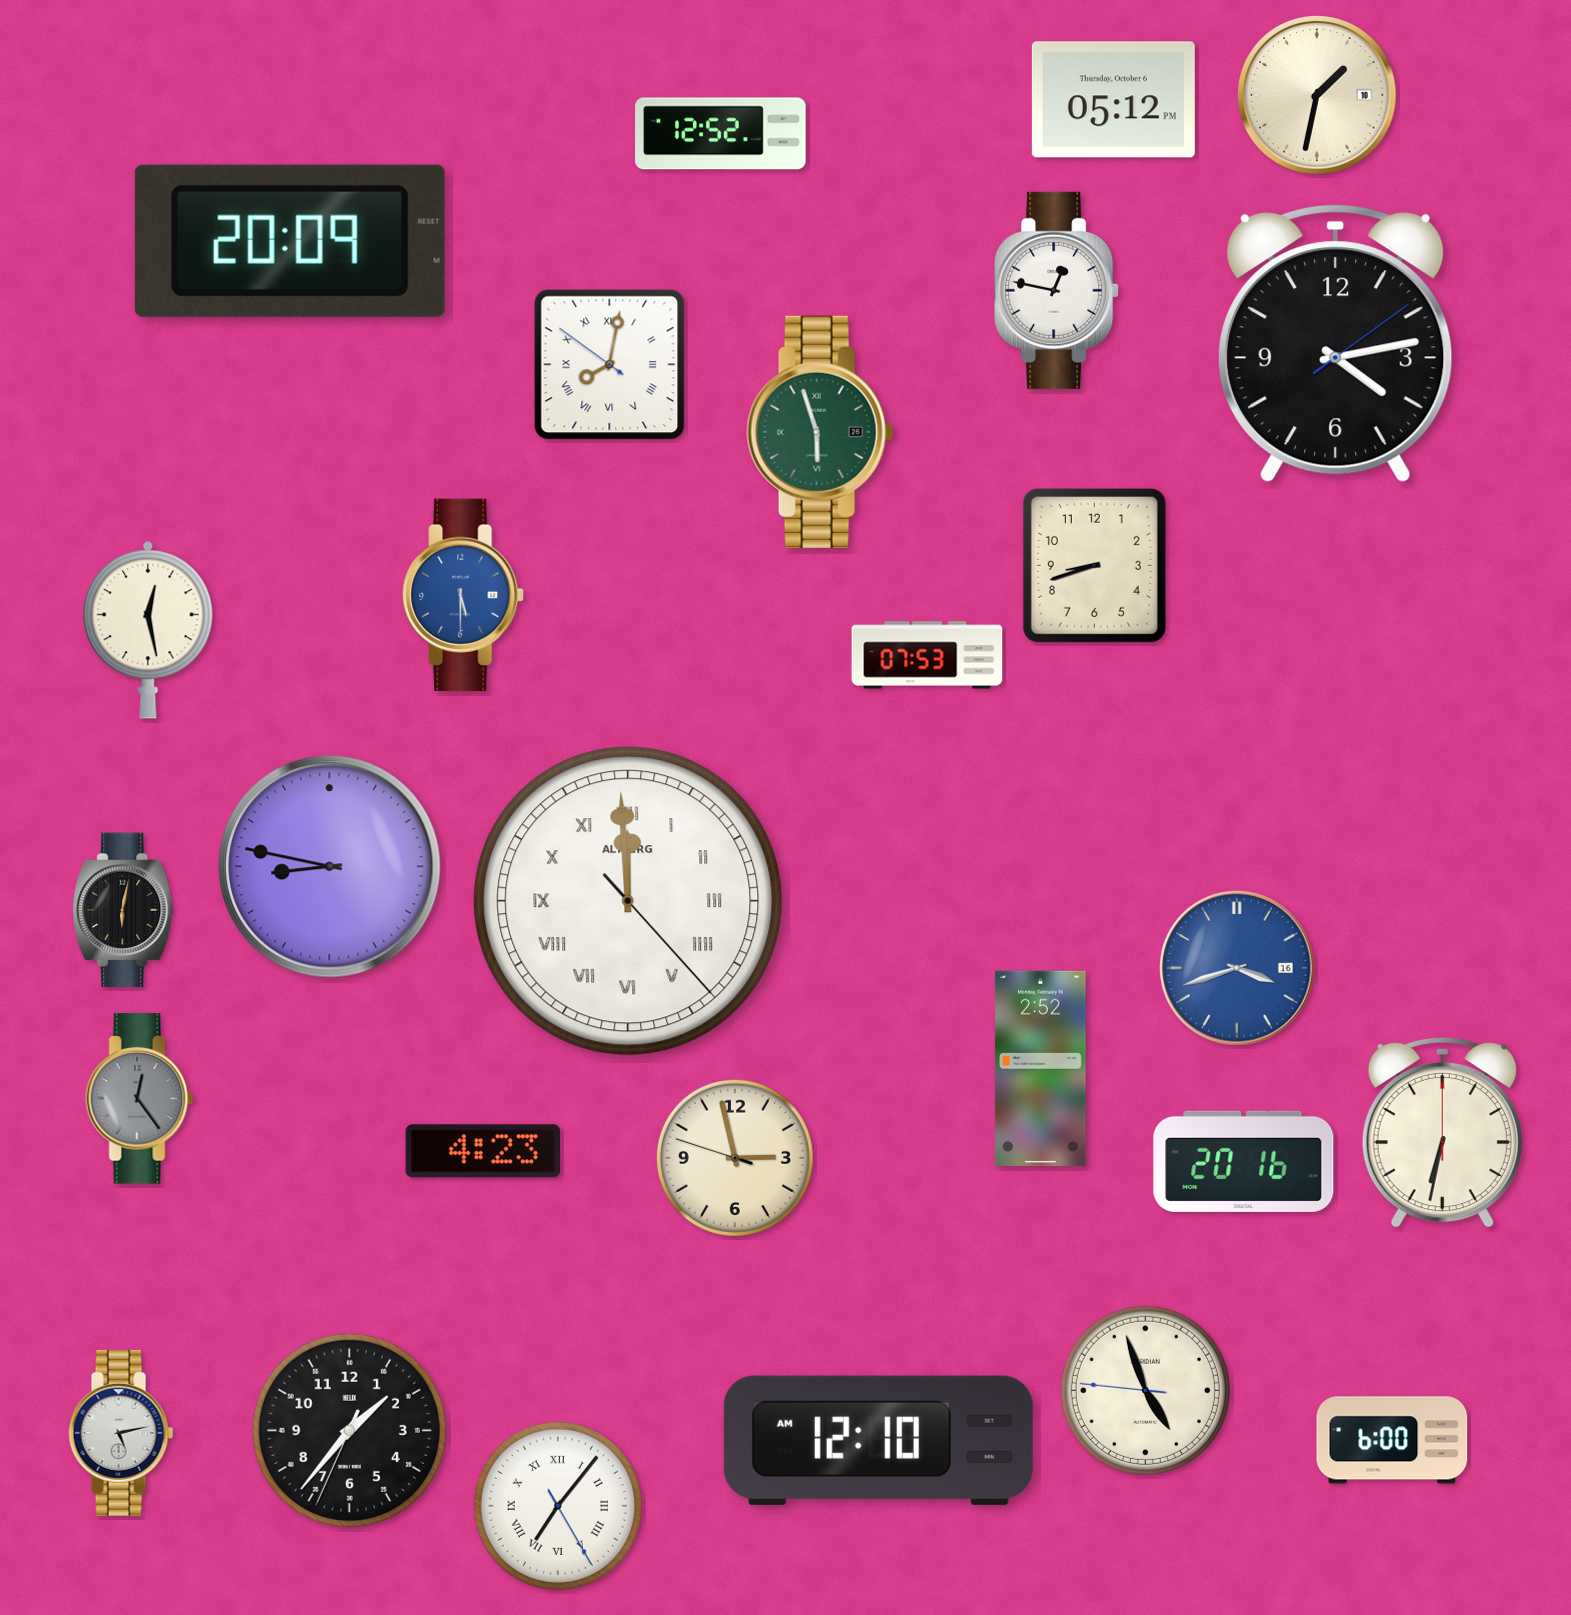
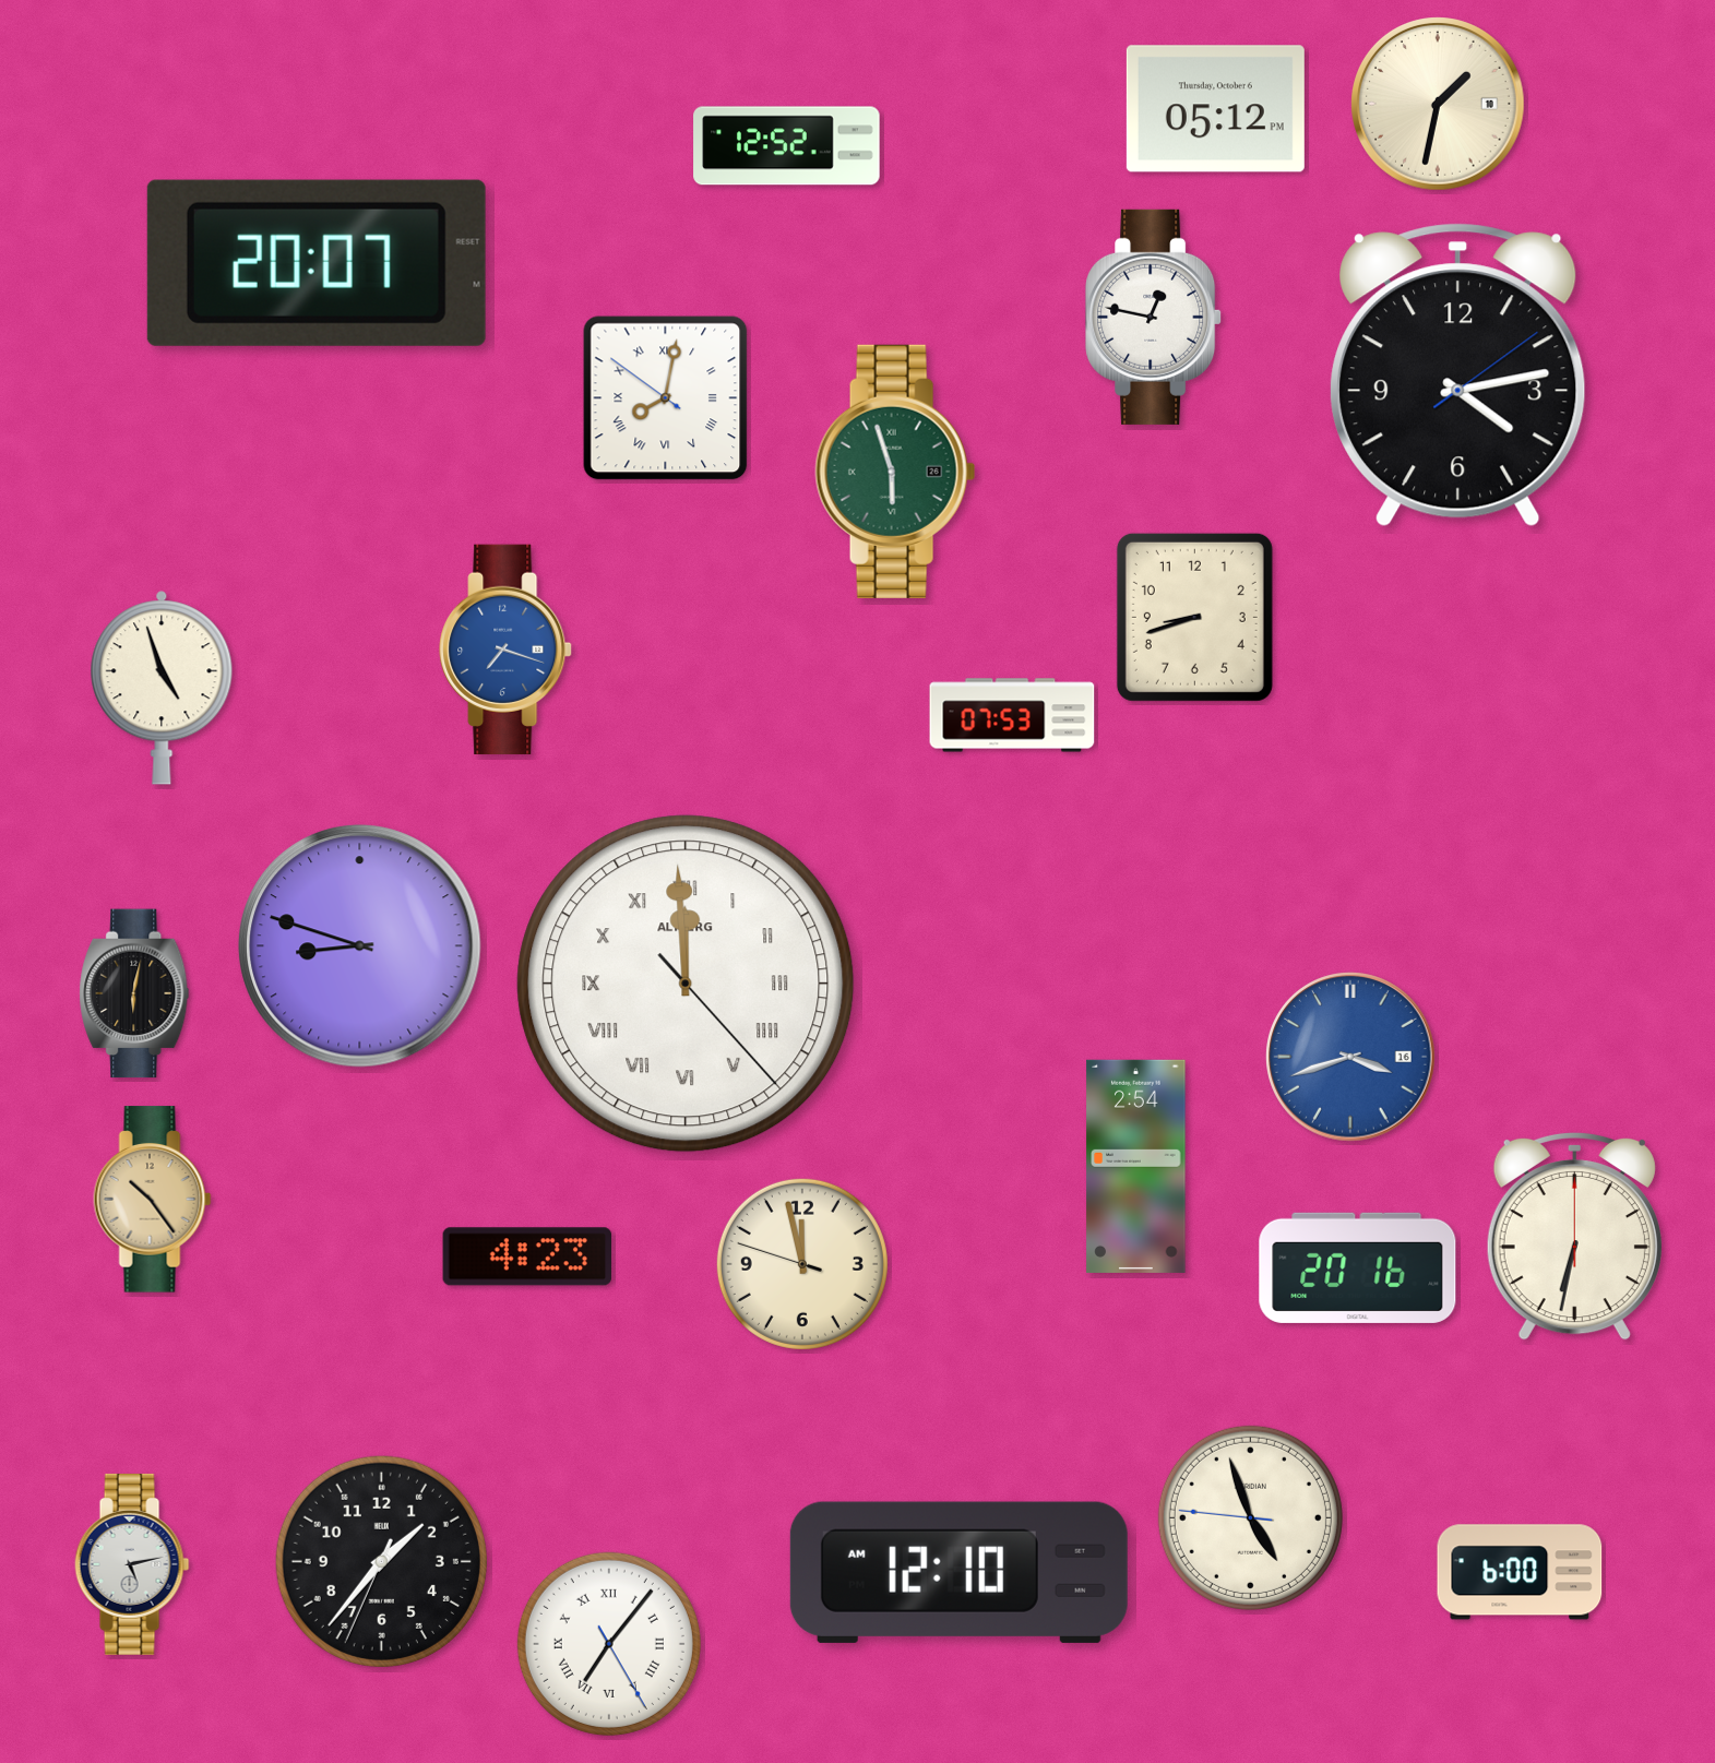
clock at (290, 241): 20:09 -> 20:07
clock at (463, 595): 5:30 -> 7:18
clock at (148, 630): 12:28 -> 4:57
clock at (330, 867): 8:47 -> 8:48
clock at (1041, 1068): 2:52 -> 2:54
clock at (140, 1099): 12:24 -> 10:24
clock at (140, 1099) dial: grey -> champagne
clock at (735, 1158): 2:57 -> 11:57
